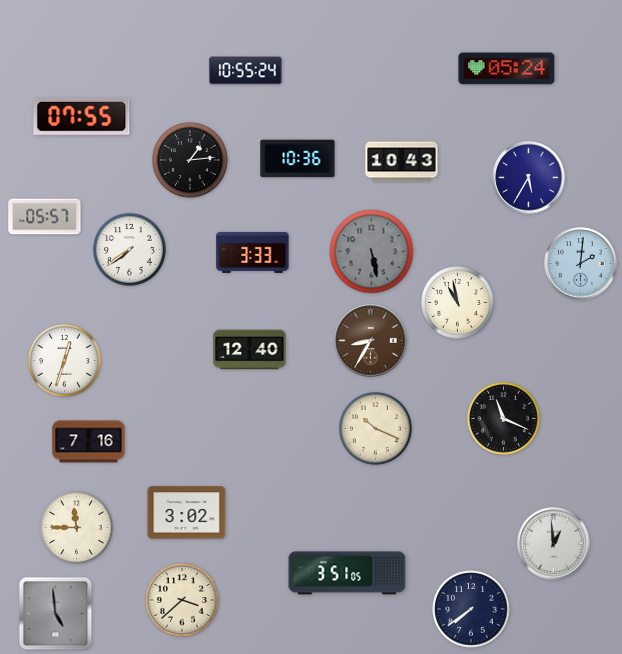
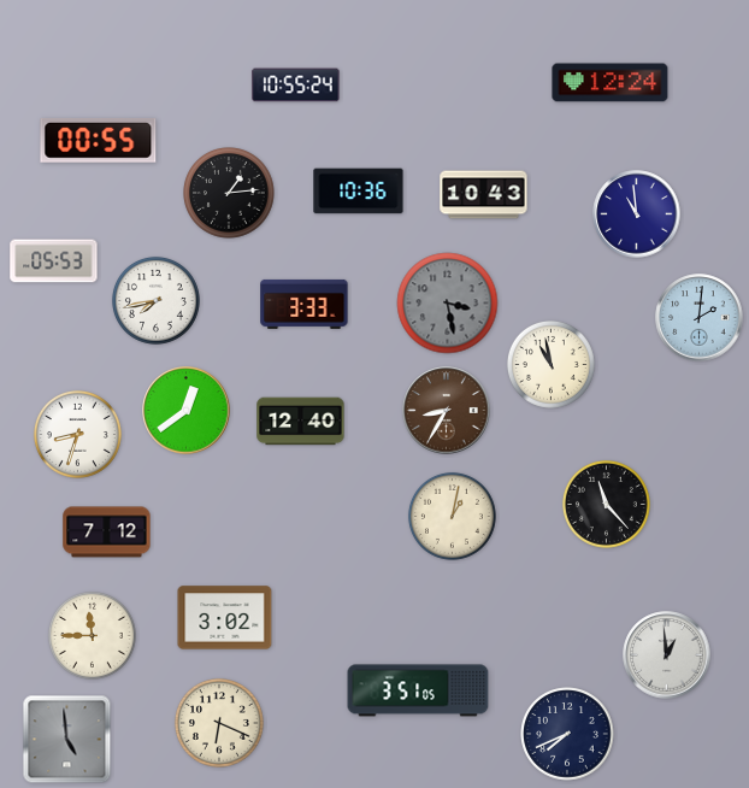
clock at (507, 69): 05:24 -> 12:24
clock at (82, 116): 07:55 -> 00:55
clock at (529, 178): 5:35 -> 10:59
clock at (45, 217): 05:57 -> 05:53
clock at (129, 249): 7:39 -> 7:43
clock at (372, 252): 5:28 -> 3:28
clock at (187, 411): none -> 12:39
clock at (64, 360): 12:33 -> 8:33
clock at (503, 418): 11:19 -> 11:23
clock at (375, 428): 10:19 -> 1:02
clock at (89, 442): 7:16 -> 7:12
clock at (182, 600): 3:38 -> 6:19
clock at (471, 609): 7:39 -> 7:41
